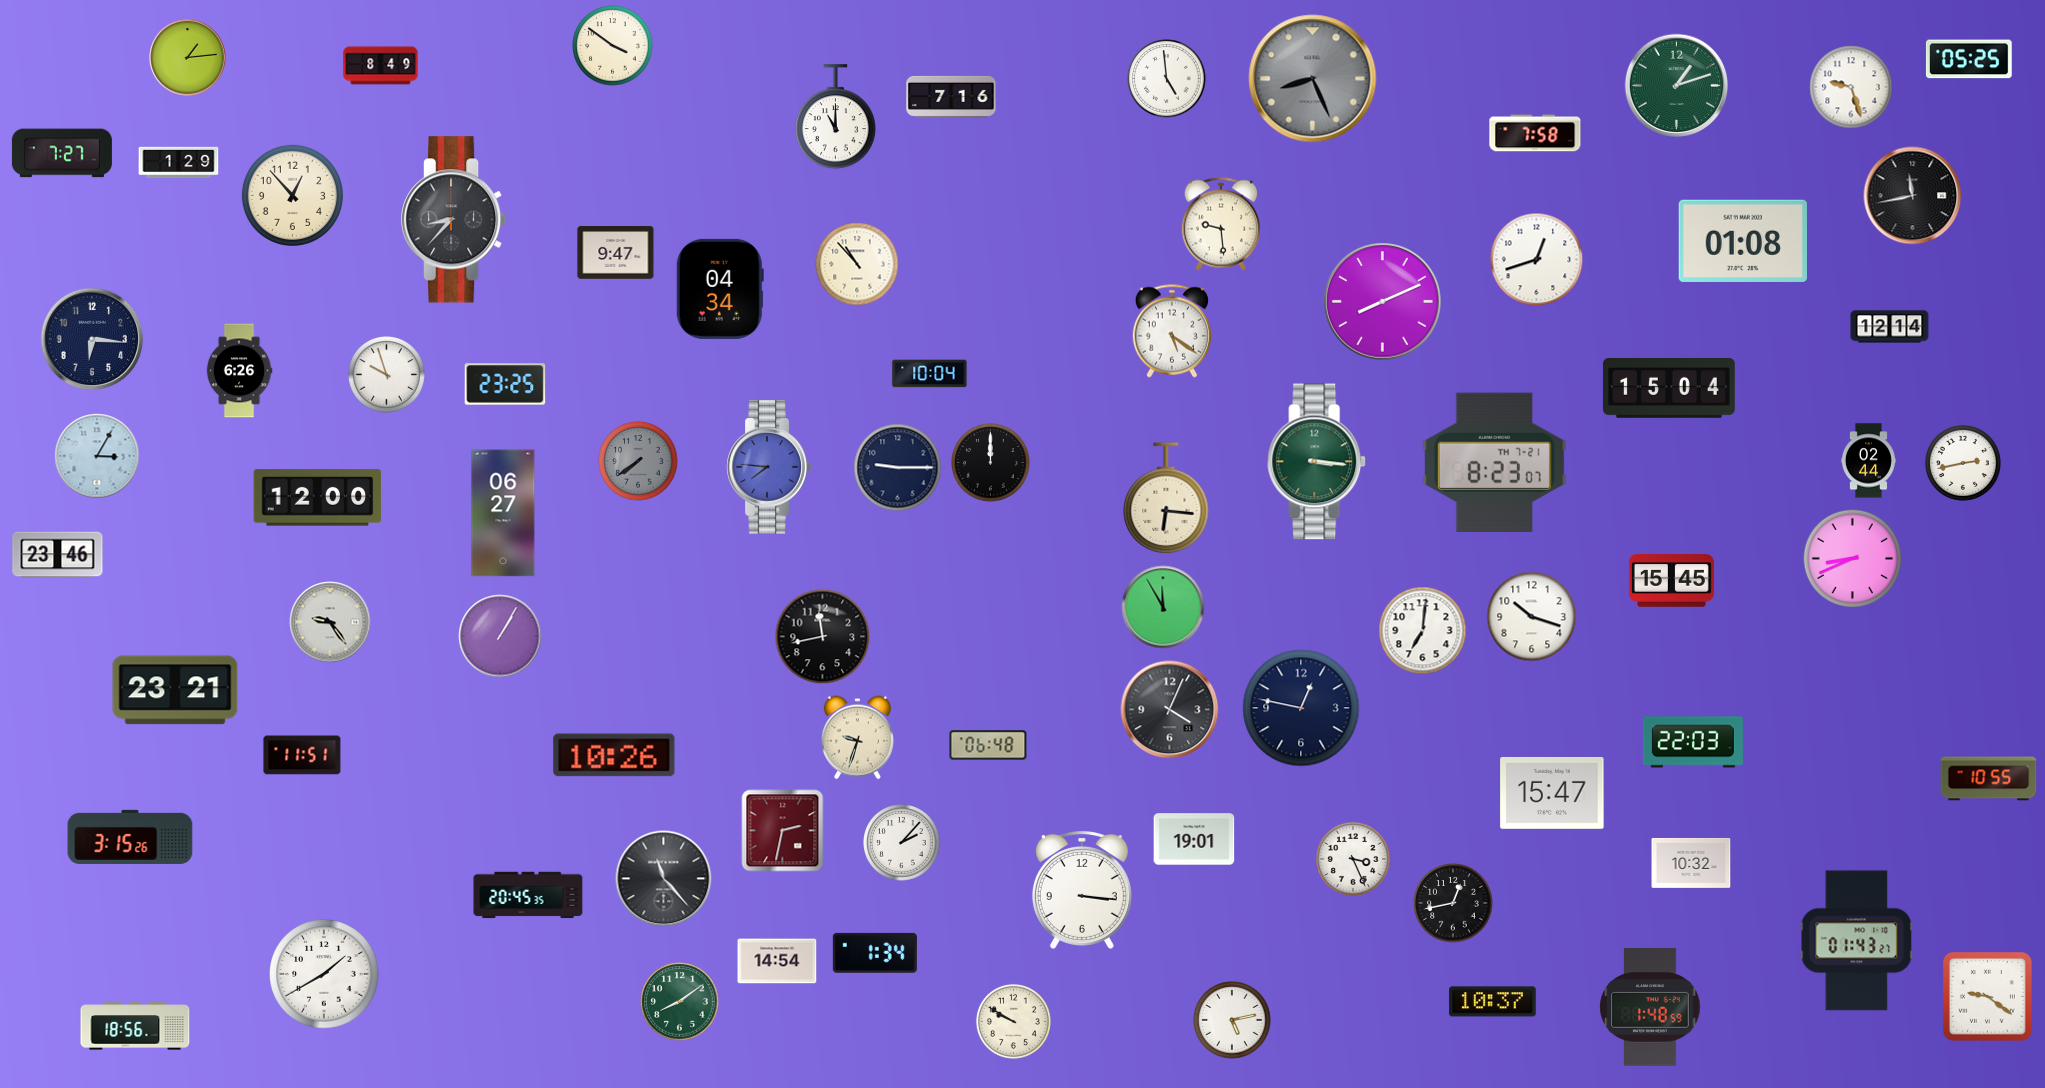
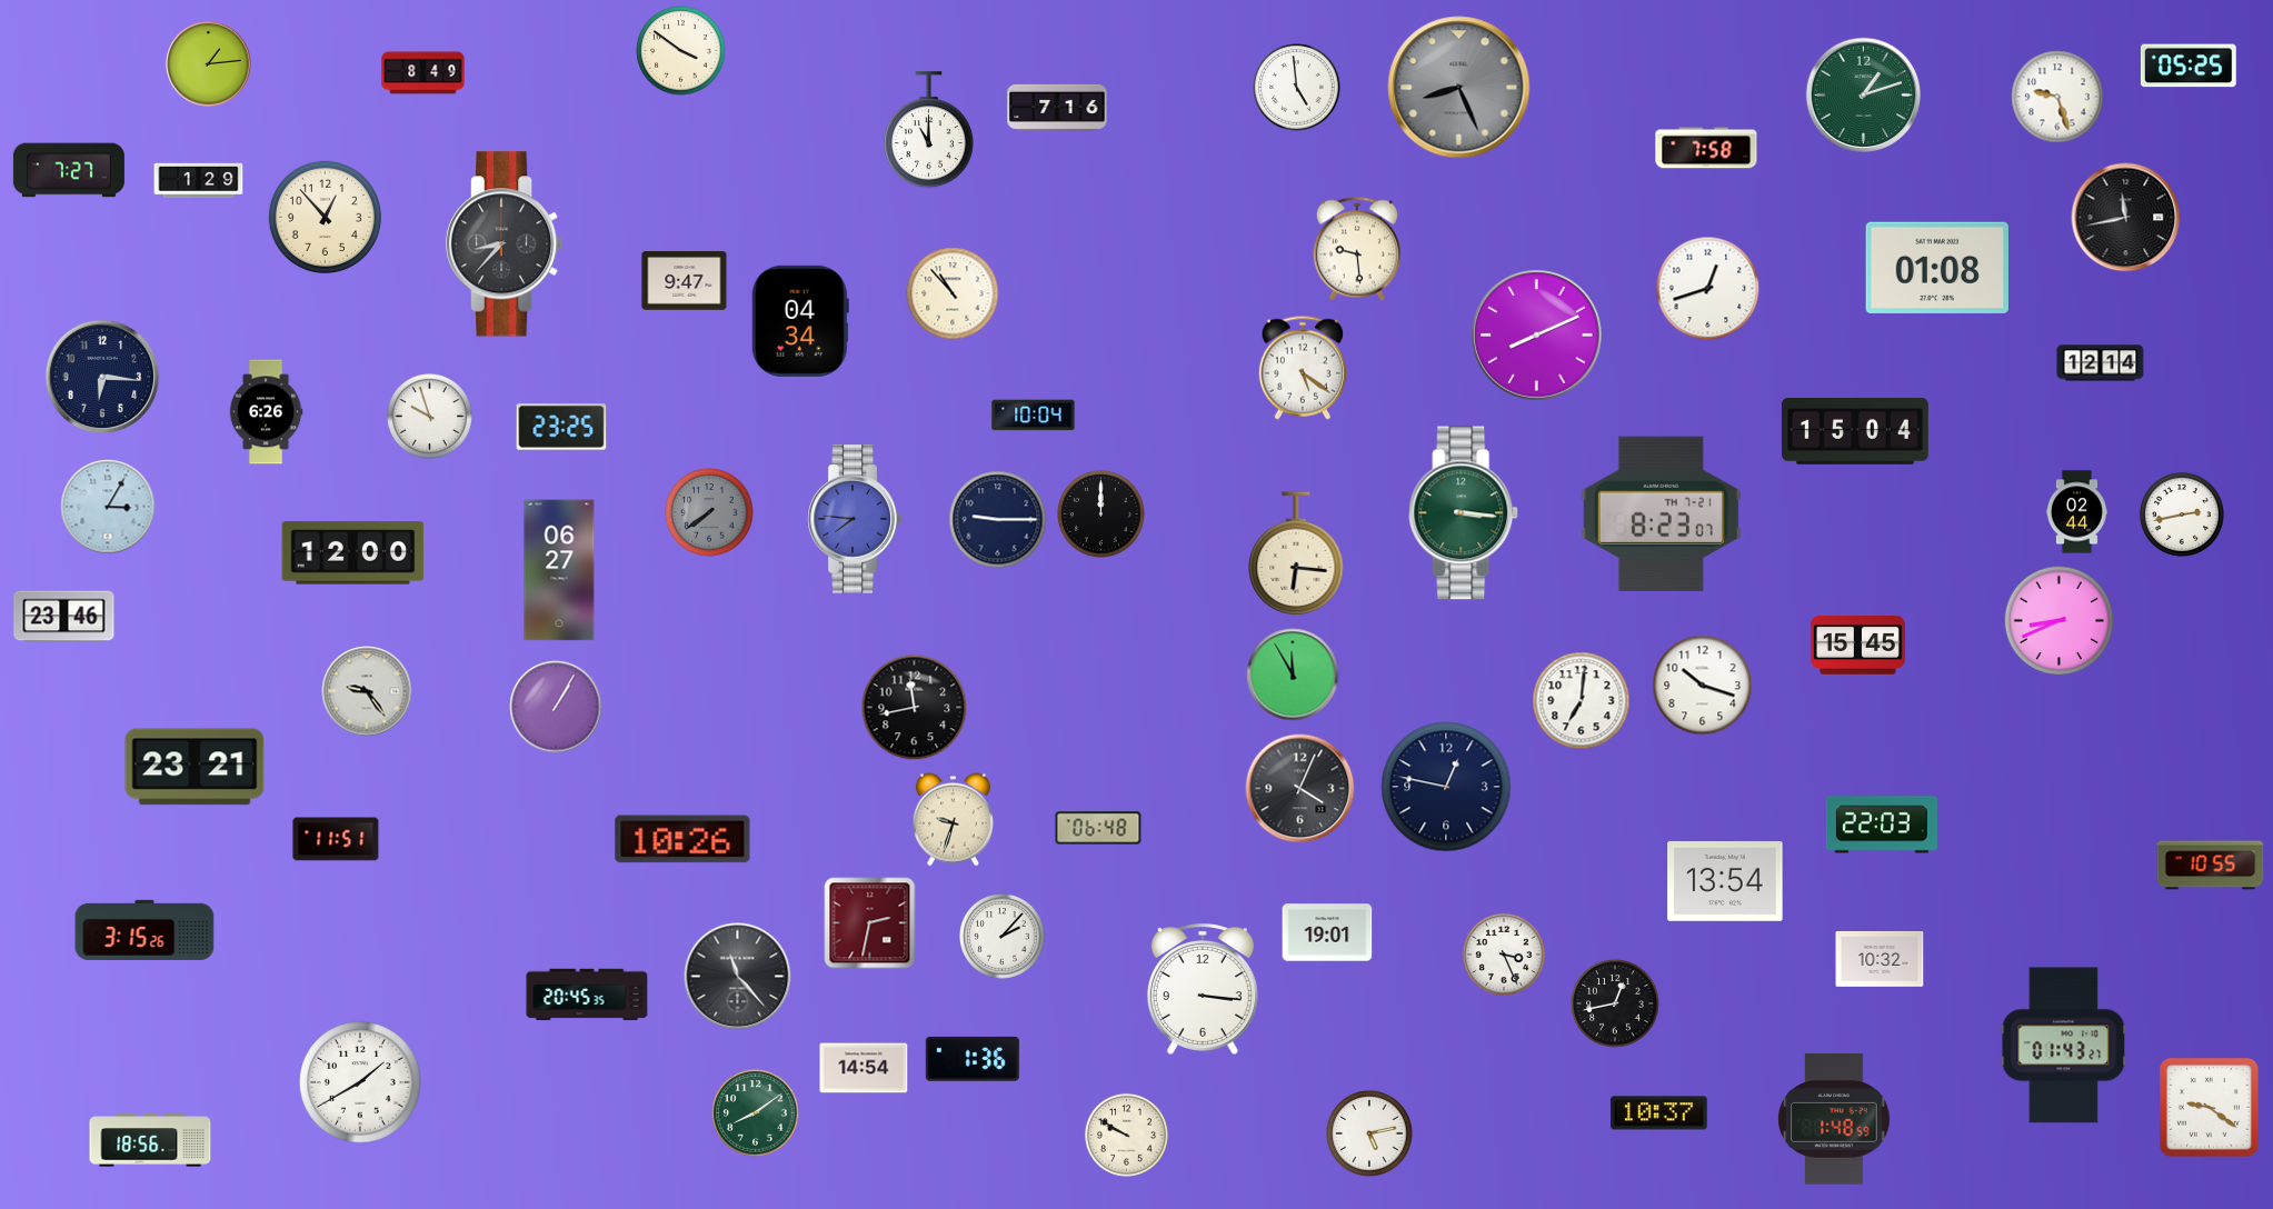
clock at (1552, 793): 15:47 -> 13:54
clock at (875, 953): 1:34 -> 1:36
